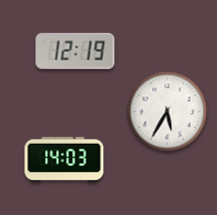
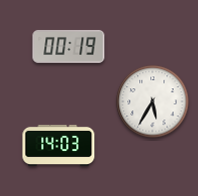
clock at (76, 50): 12:19 -> 00:19
